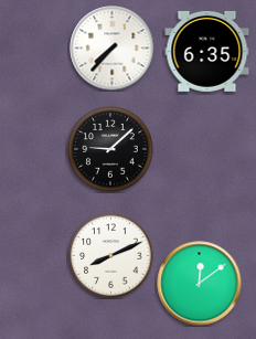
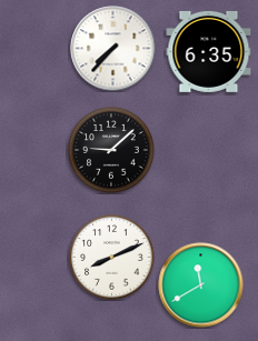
clock at (200, 284): 12:09 -> 11:40
